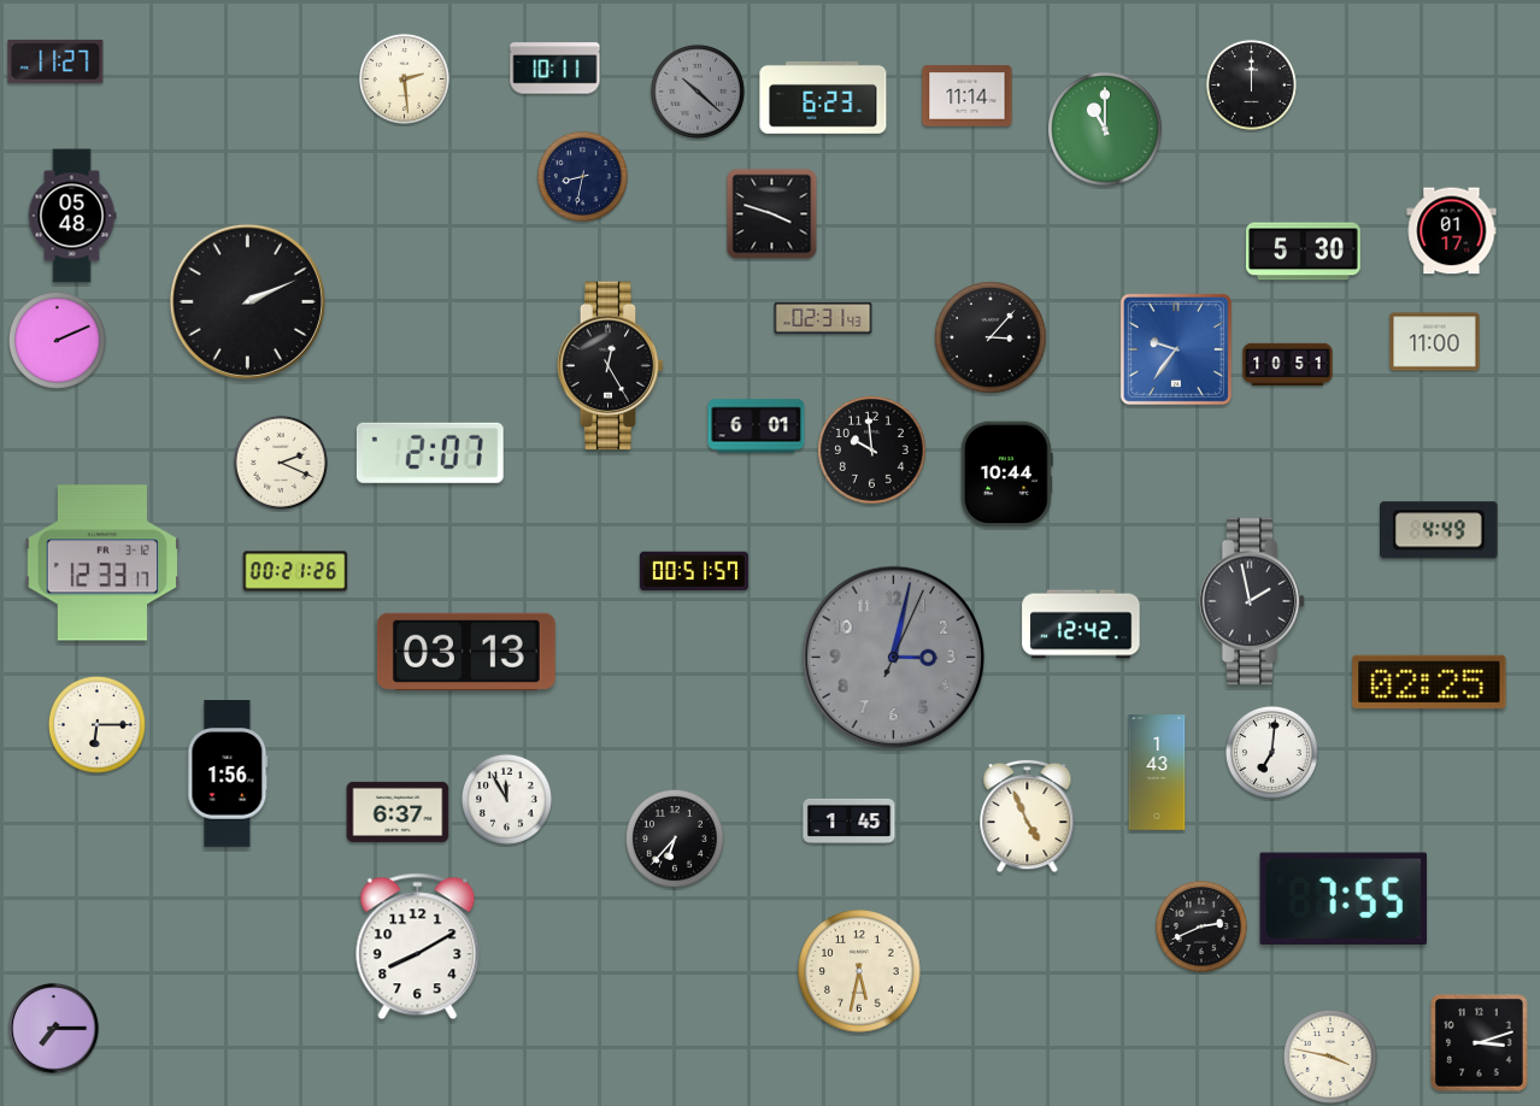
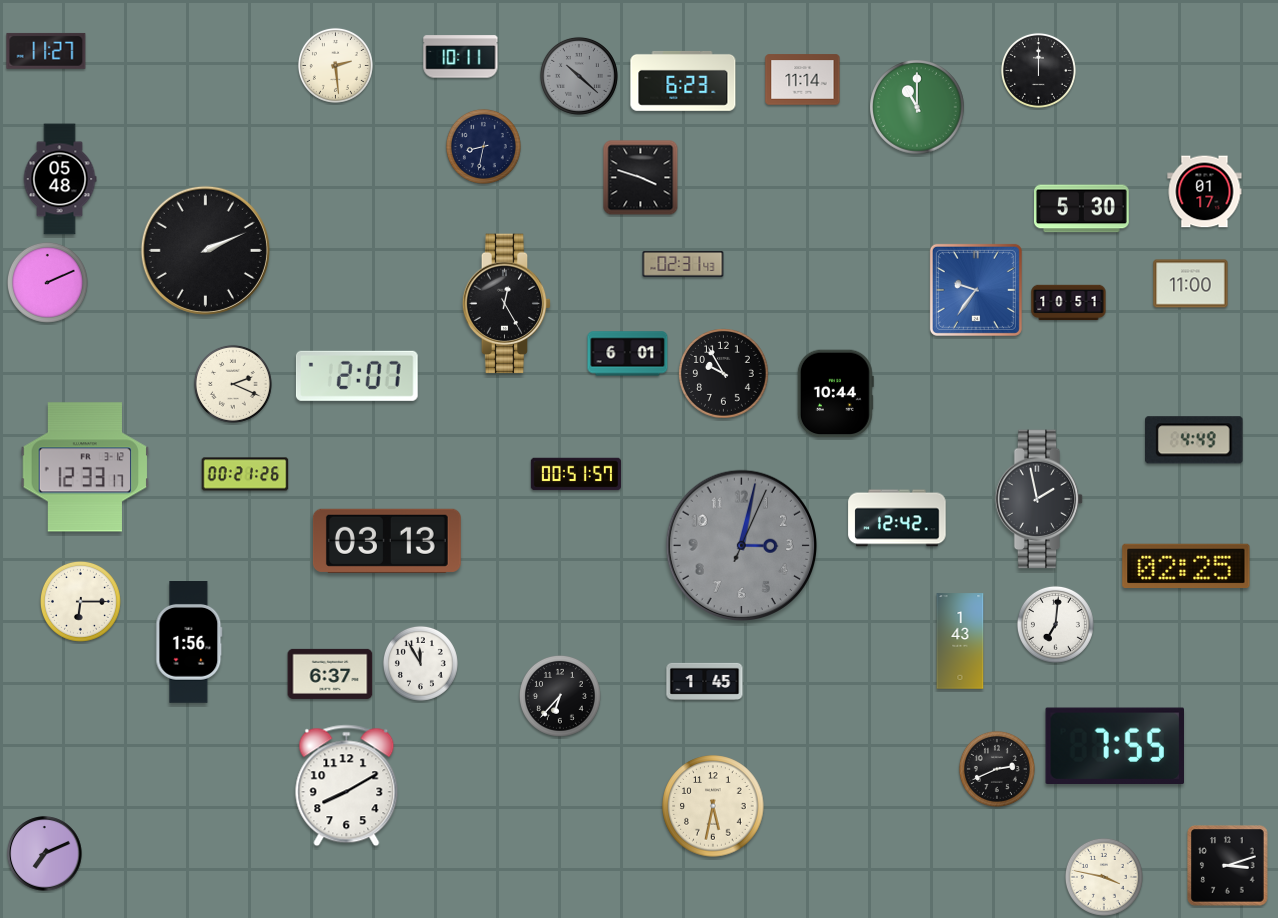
clock at (991, 337): 3:07 -> none
clock at (872, 451): 9:59 -> 9:55
clock at (1028, 816): 4:56 -> none
clock at (54, 1029): 7:15 -> 7:11
